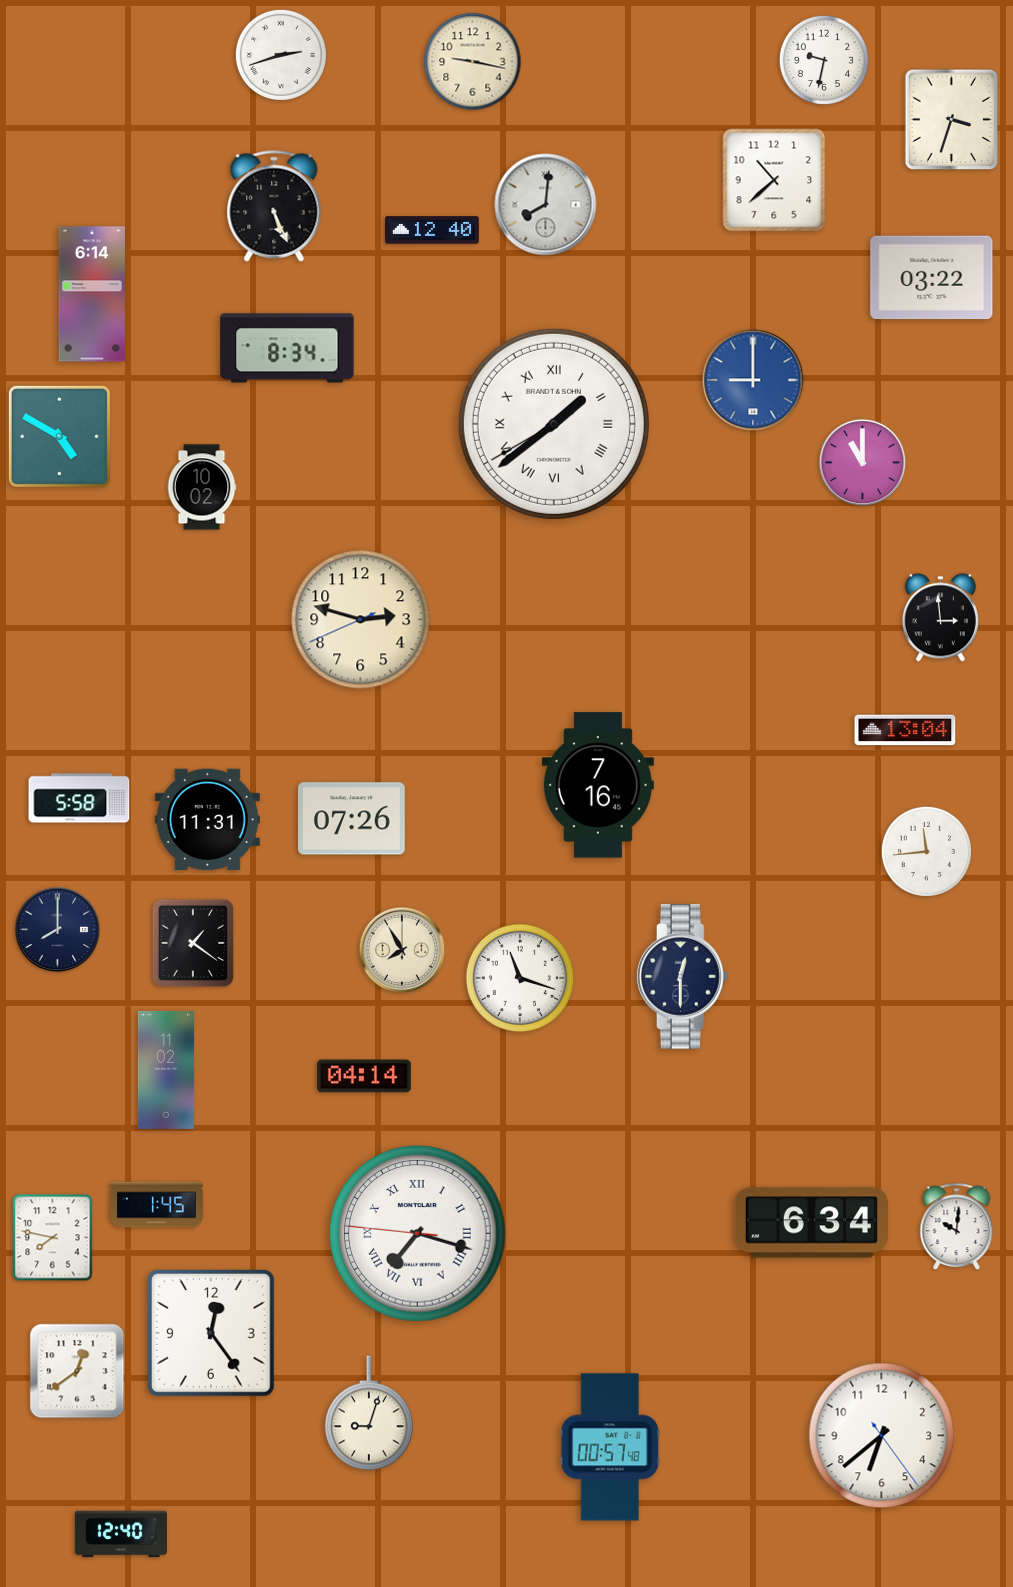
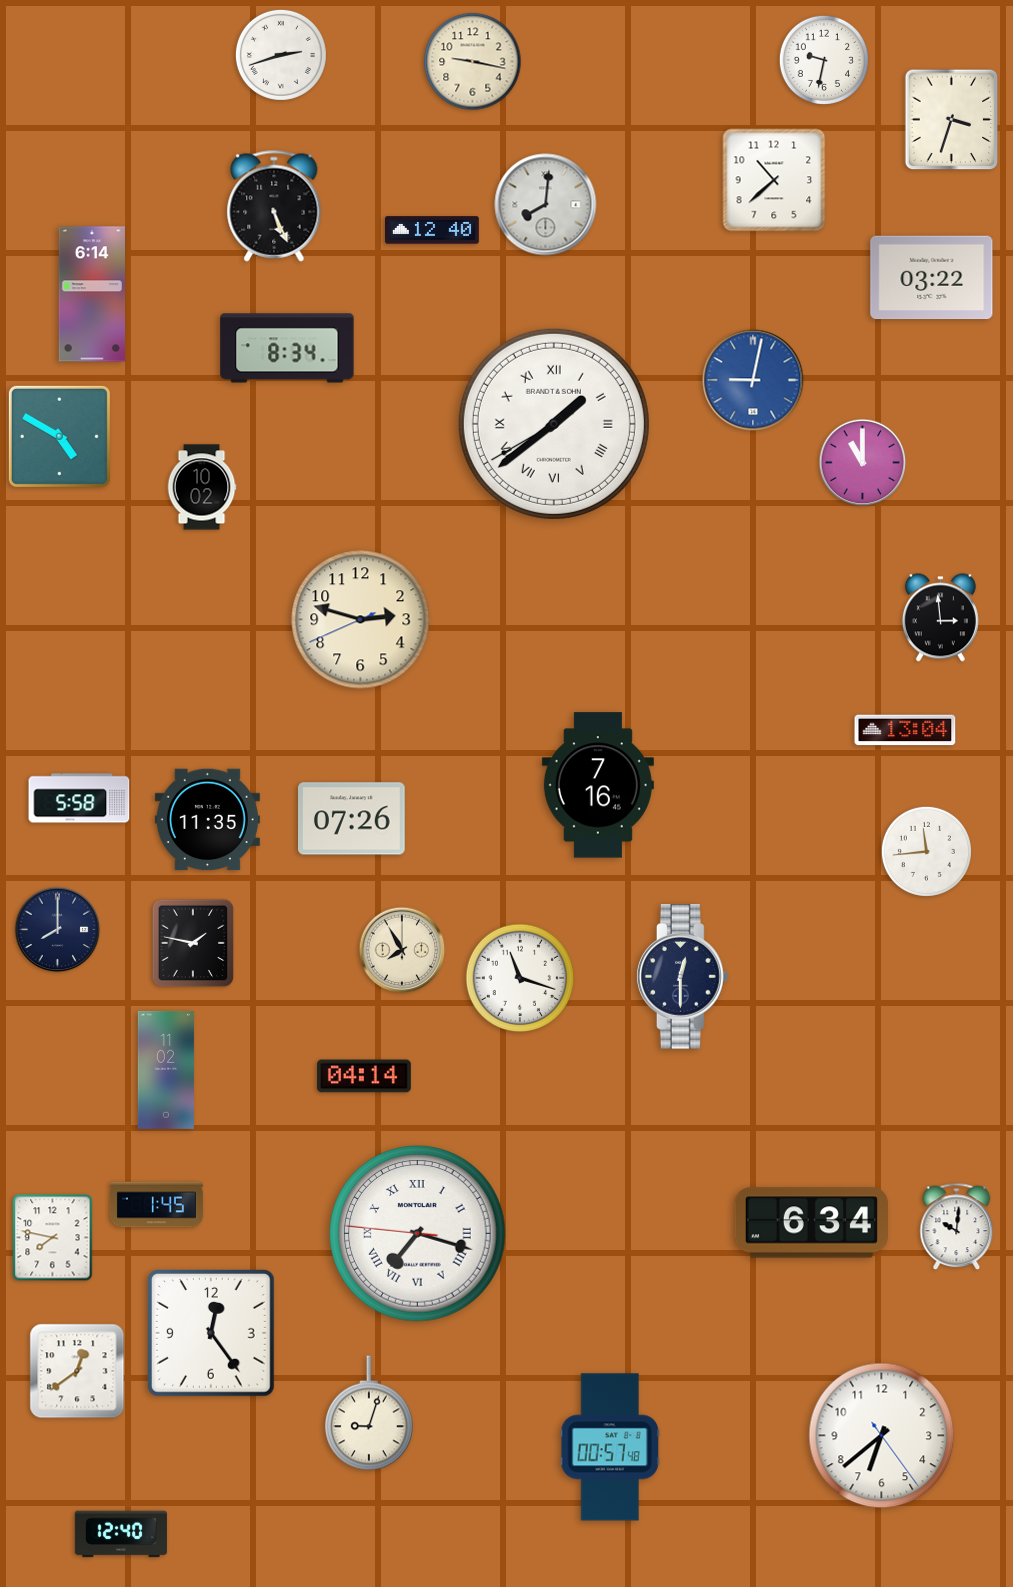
clock at (753, 380): 9:00 -> 9:02
clock at (207, 820): 11:31 -> 11:35
clock at (193, 943): 1:21 -> 1:47
